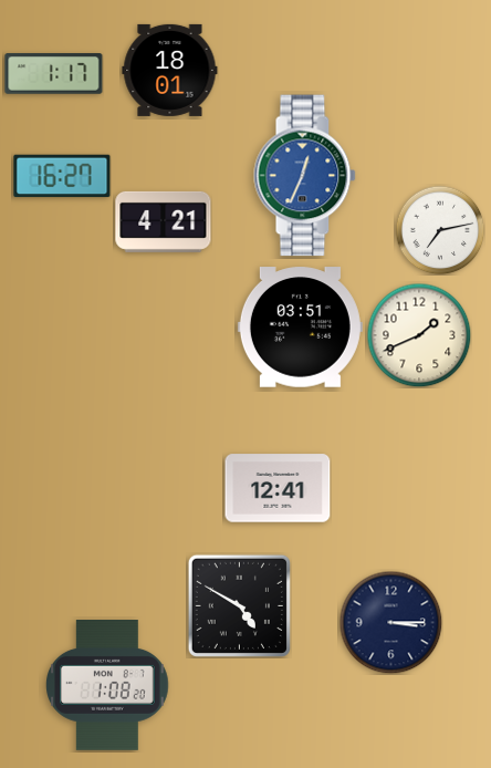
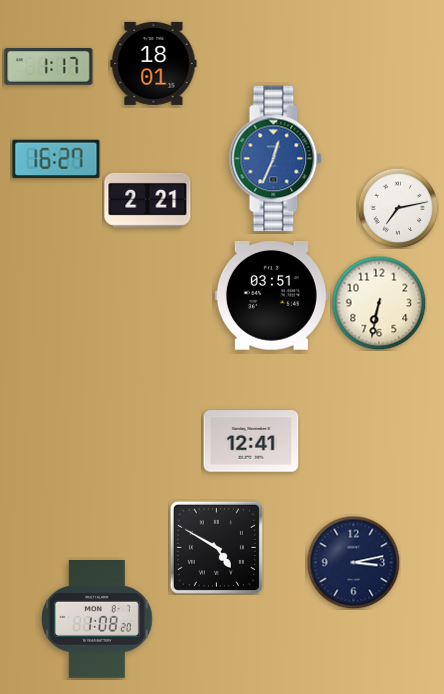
clock at (164, 221): 4:21 -> 2:21
clock at (419, 335): 1:41 -> 6:32
clock at (390, 622): 3:15 -> 3:13
